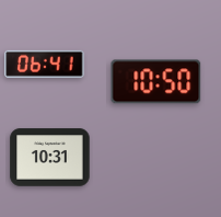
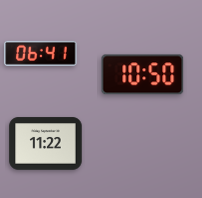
clock at (45, 64) position: (45, 64) -> (41, 53)
clock at (50, 158): 10:31 -> 11:22
